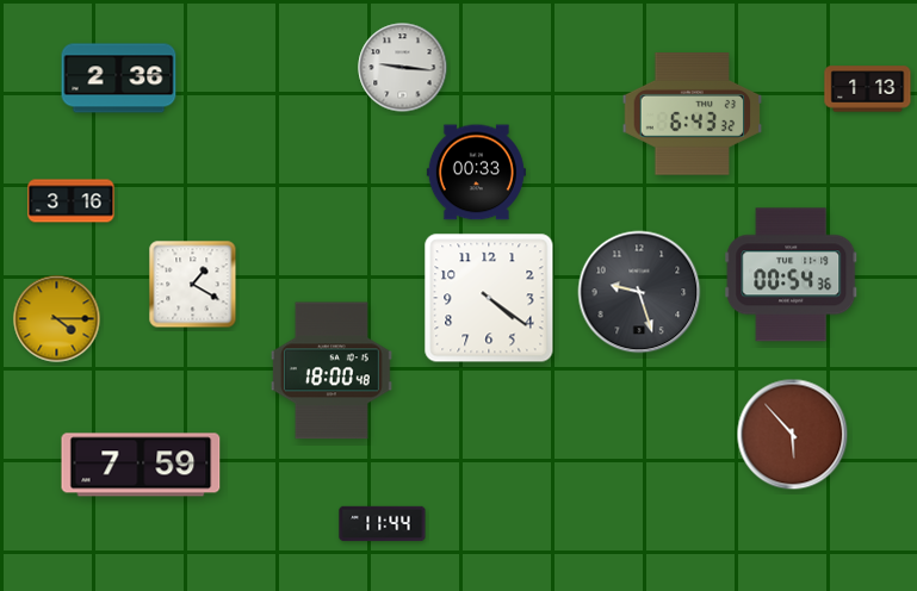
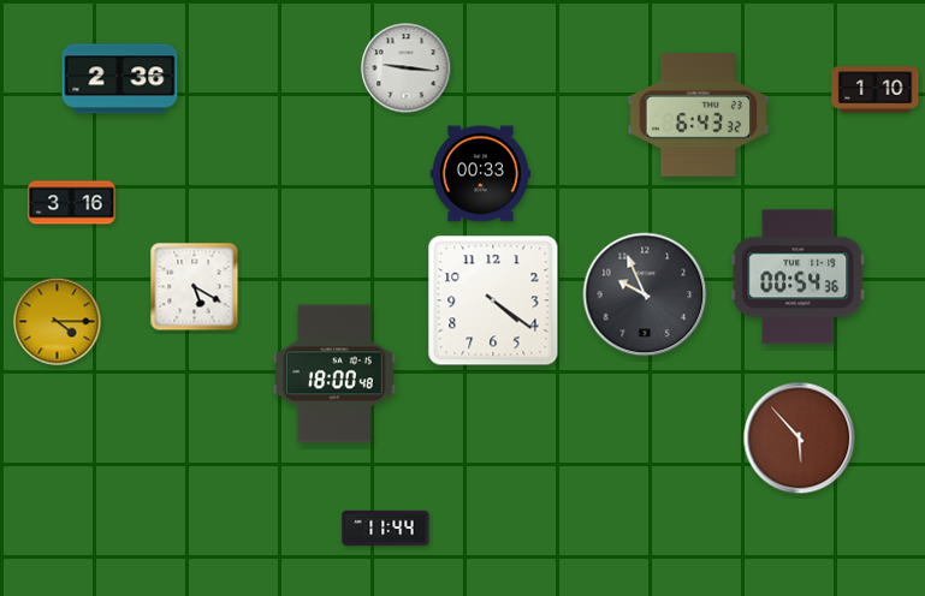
clock at (868, 89): 1:13 -> 1:10
clock at (193, 285): 1:20 -> 5:20
clock at (639, 292): 9:27 -> 9:56
clock at (141, 465): 7:59 -> none
